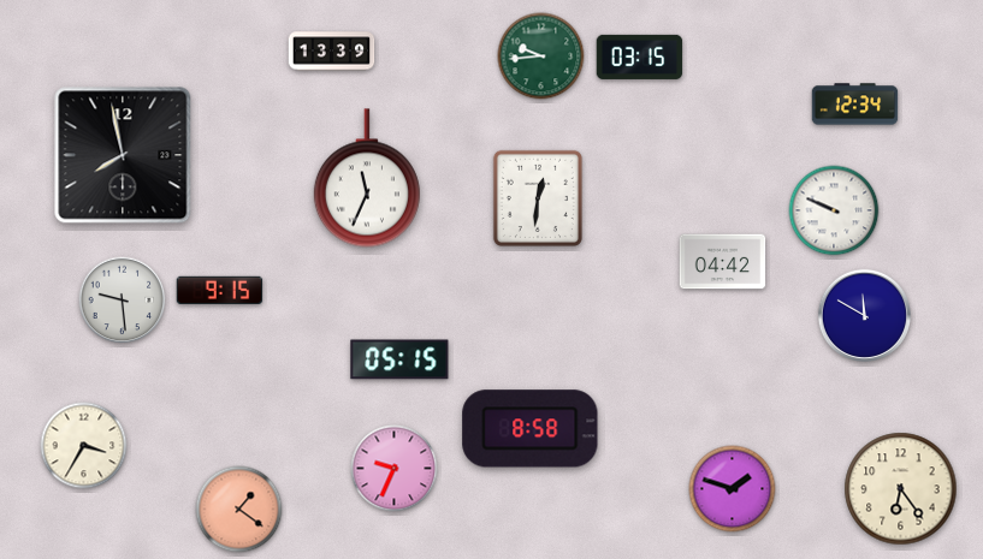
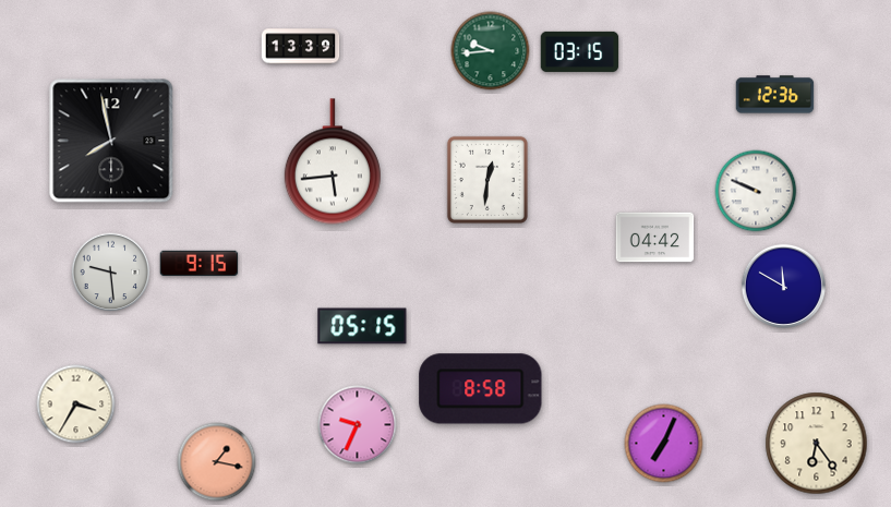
clock at (855, 105): 12:34 -> 12:36
clock at (367, 178): 11:34 -> 5:44
clock at (733, 489): 1:48 -> 7:04
clock at (239, 510): 1:21 -> 1:17
